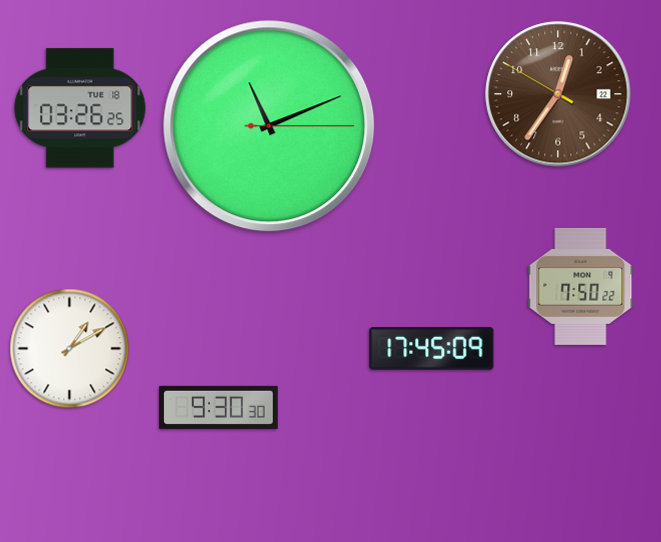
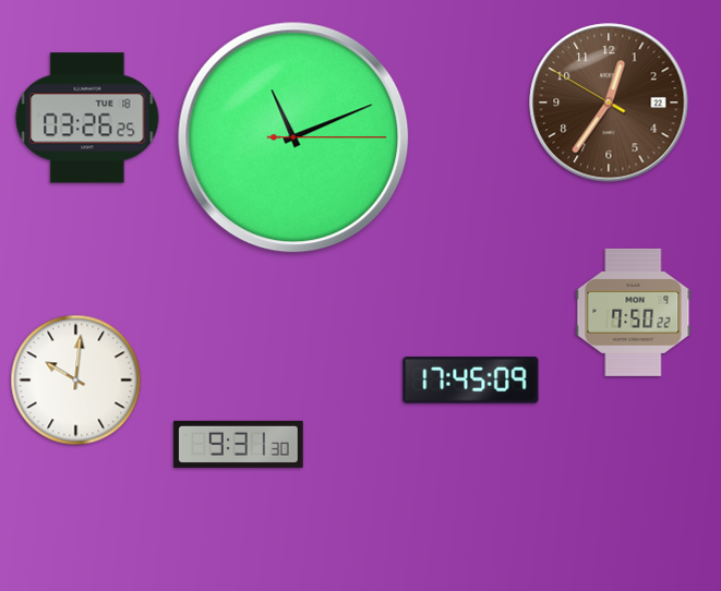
clock at (70, 349): 1:10 -> 10:01
clock at (219, 407): 9:30 -> 9:31
